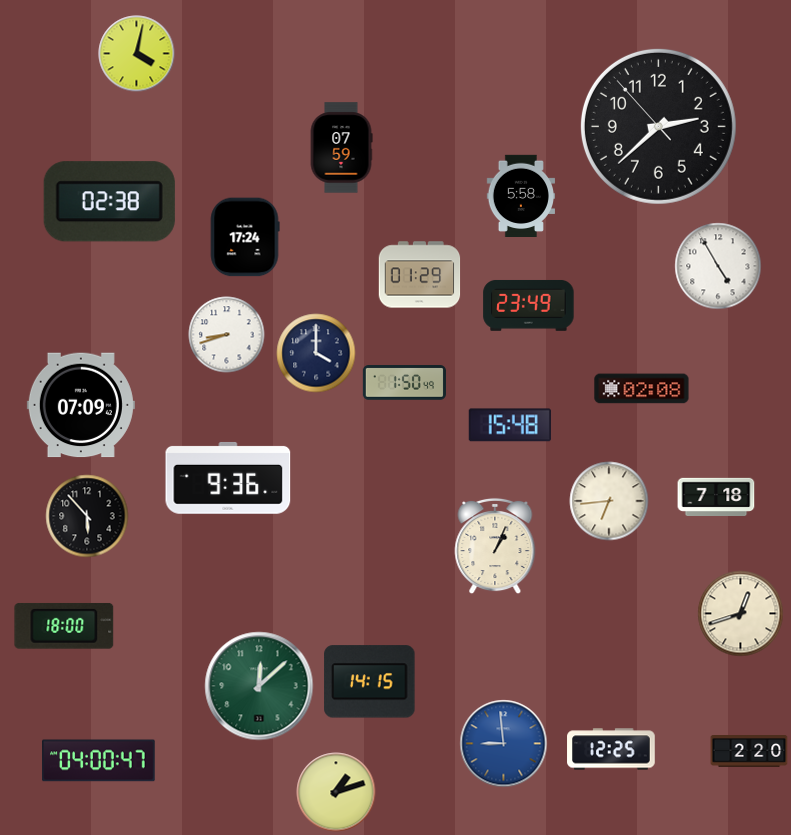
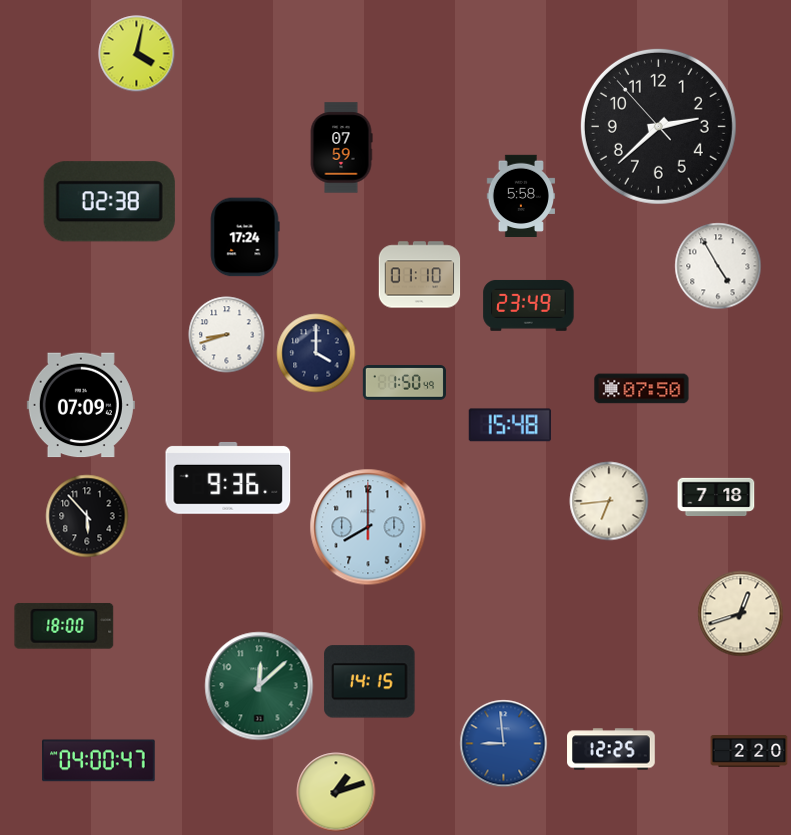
clock at (420, 275): 01:29 -> 01:10
clock at (642, 389): 02:08 -> 07:50
clock at (368, 527): none -> 8:00
clock at (495, 546): 1:04 -> none
